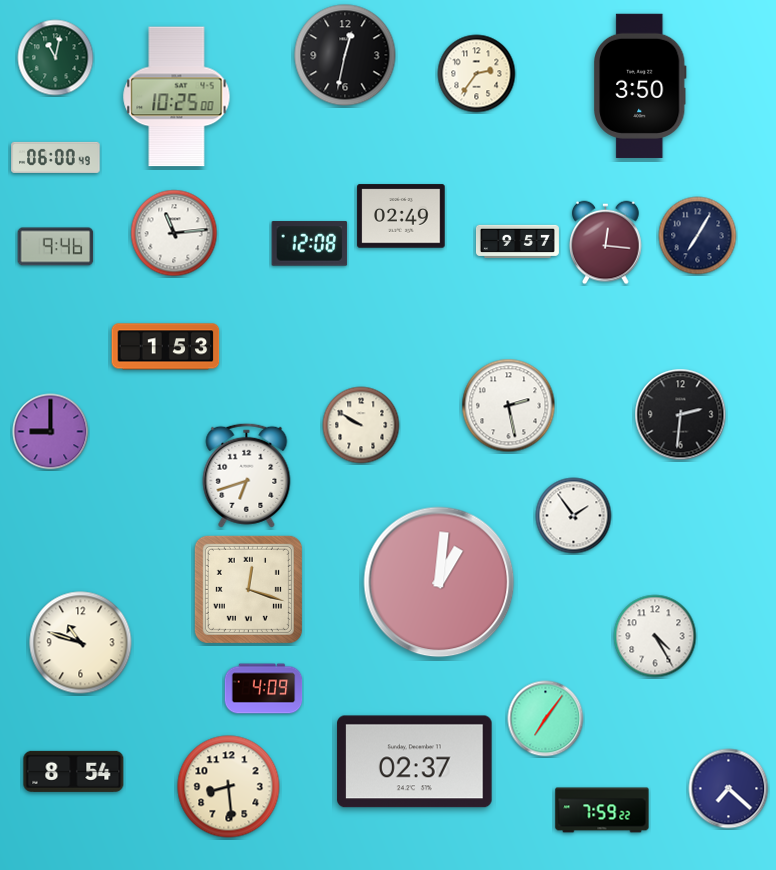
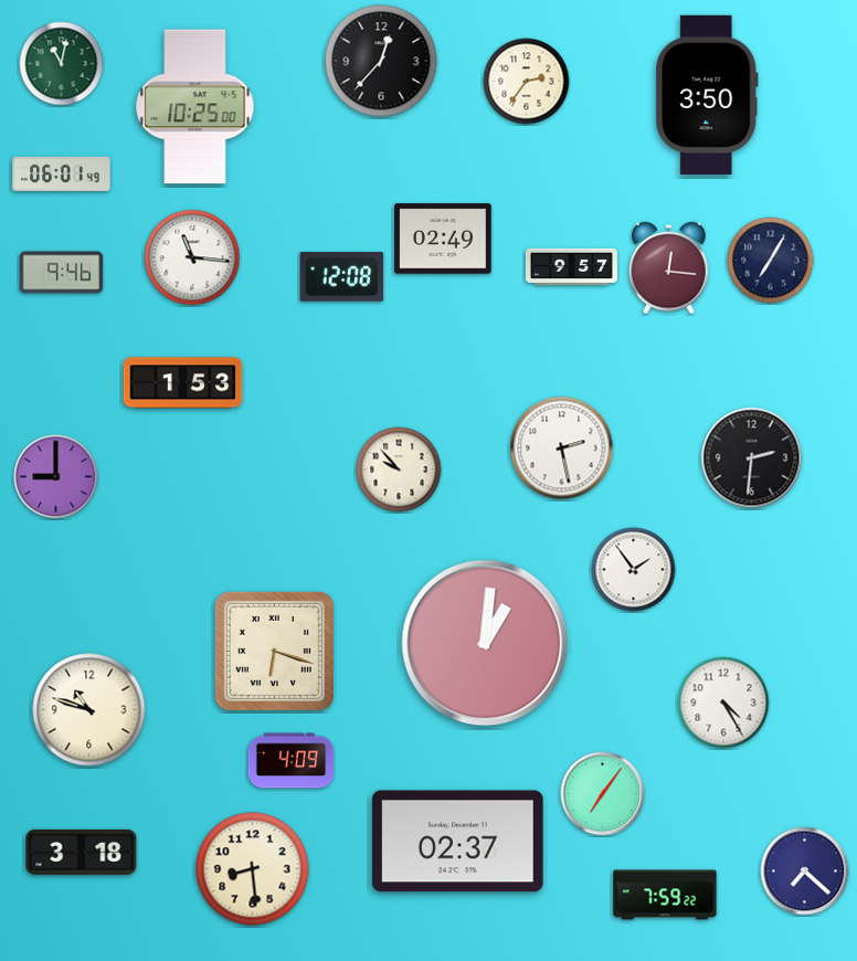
clock at (345, 55): 12:32 -> 12:37
clock at (56, 157): 06:00 -> 06:01
clock at (174, 233): 11:14 -> 11:16
clock at (310, 244) position: (310, 244) -> (342, 277)
clock at (361, 425): 9:50 -> 9:53
clock at (247, 475): 6:42 -> none
clock at (248, 589): 12:18 -> 6:18
clock at (74, 771): 8:54 -> 3:18
